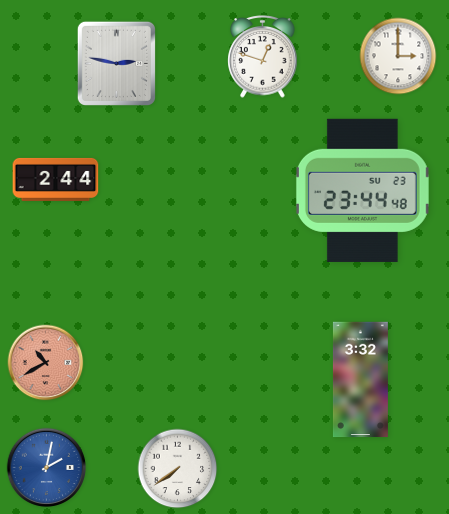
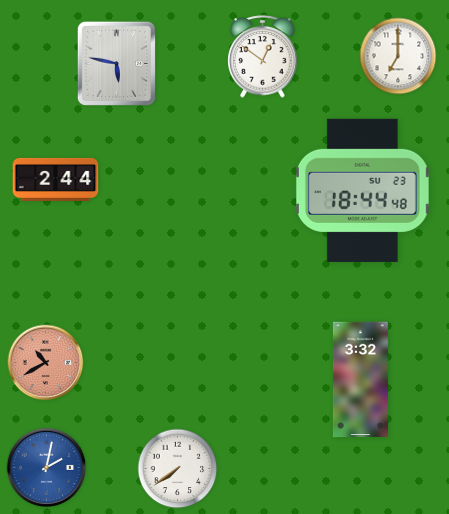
clock at (398, 56): 3:00 -> 7:00
clock at (263, 57): 12:48 -> 12:51
clock at (116, 63): 2:47 -> 5:47
clock at (362, 190): 23:44 -> 18:44
